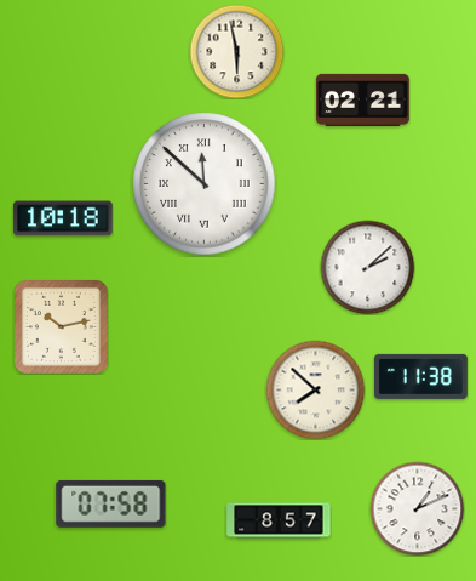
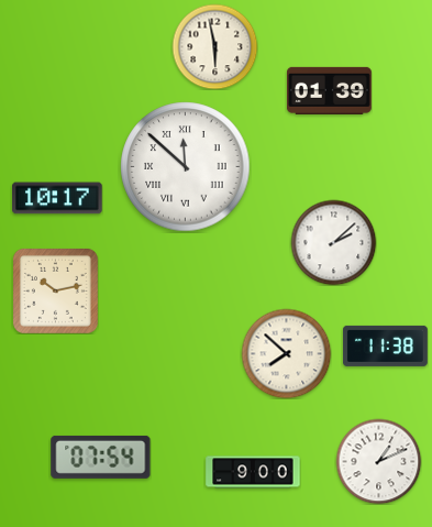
clock at (362, 99): 02:21 -> 01:39
clock at (63, 218): 10:18 -> 10:17
clock at (61, 326) position: (61, 326) -> (55, 290)
clock at (420, 376) position: (420, 376) -> (385, 345)
clock at (111, 503): 07:58 -> 07:54
clock at (279, 520): 8:57 -> 9:00
